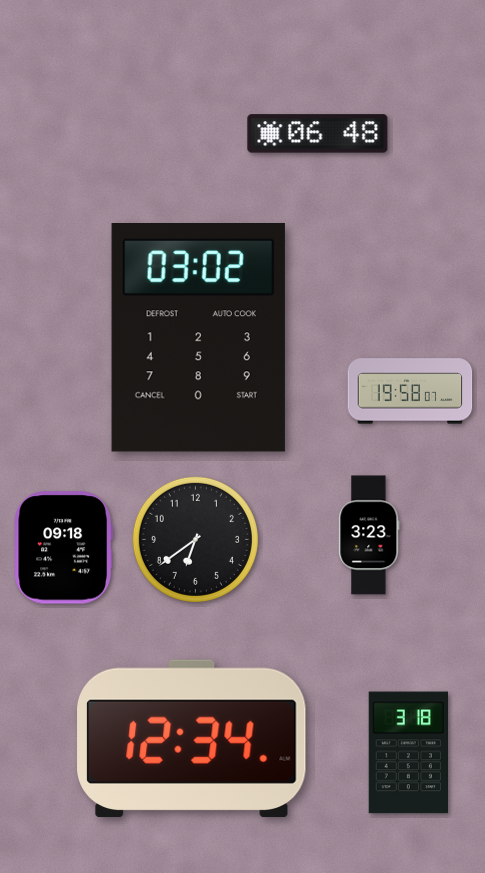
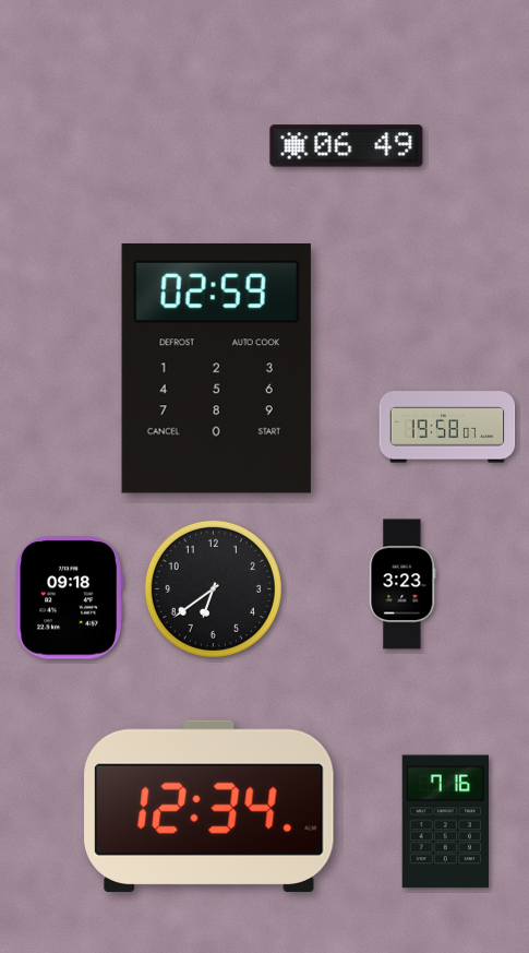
clock at (318, 134): 06:48 -> 06:49
clock at (198, 338): 03:02 -> 02:59
clock at (408, 753): 3:18 -> 7:16
